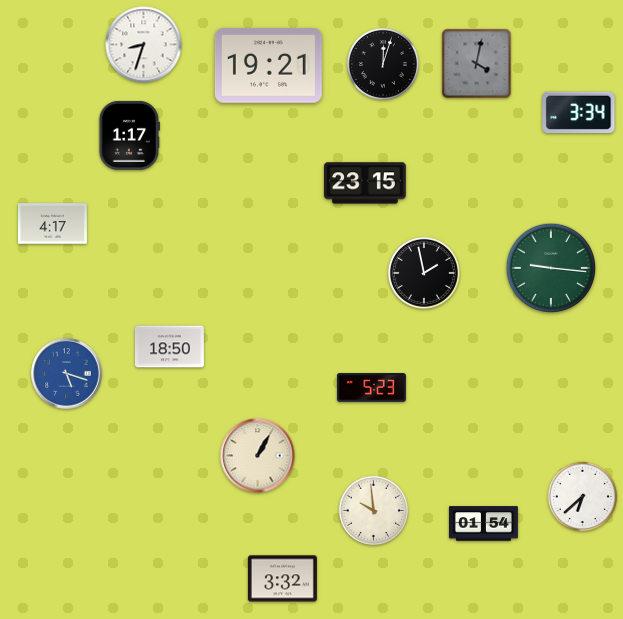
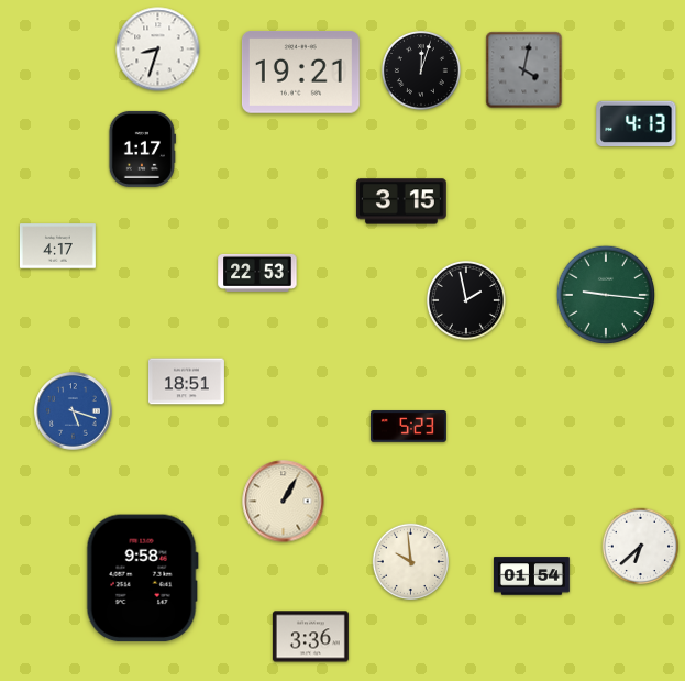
clock at (268, 66) position: (268, 66) -> (300, 73)
clock at (579, 113): 3:34 -> 4:13
clock at (365, 183): 23:15 -> 3:15
clock at (257, 273): none -> 22:53
clock at (169, 347): 18:50 -> 18:51
clock at (142, 579): none -> 9:58
clock at (282, 579): 3:32 -> 3:36
